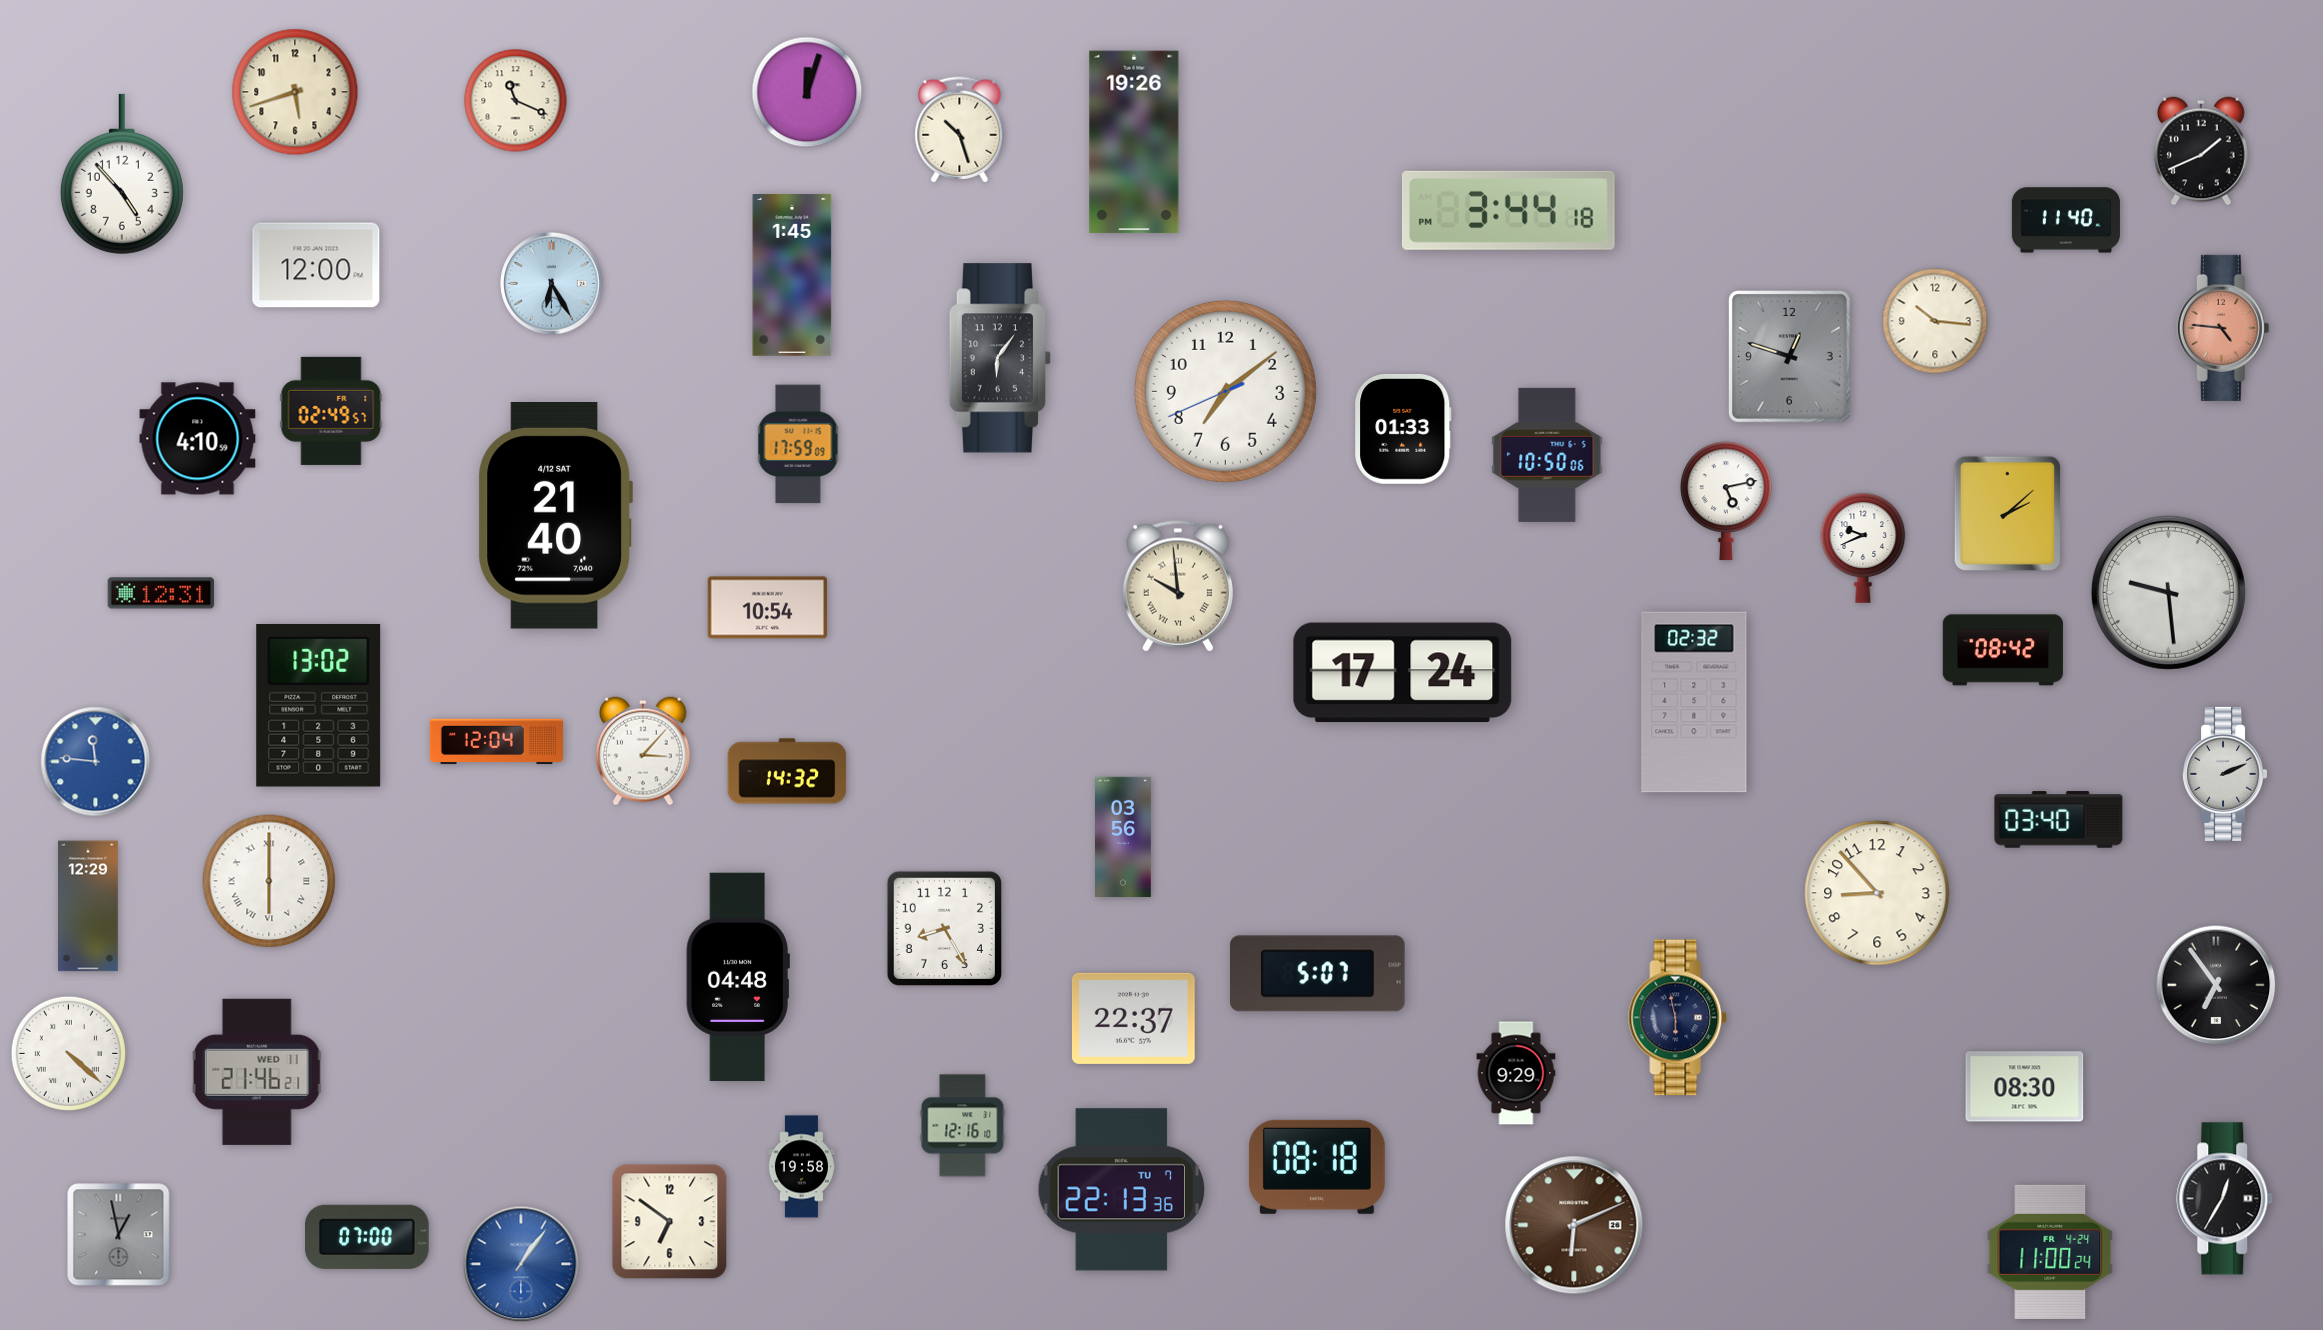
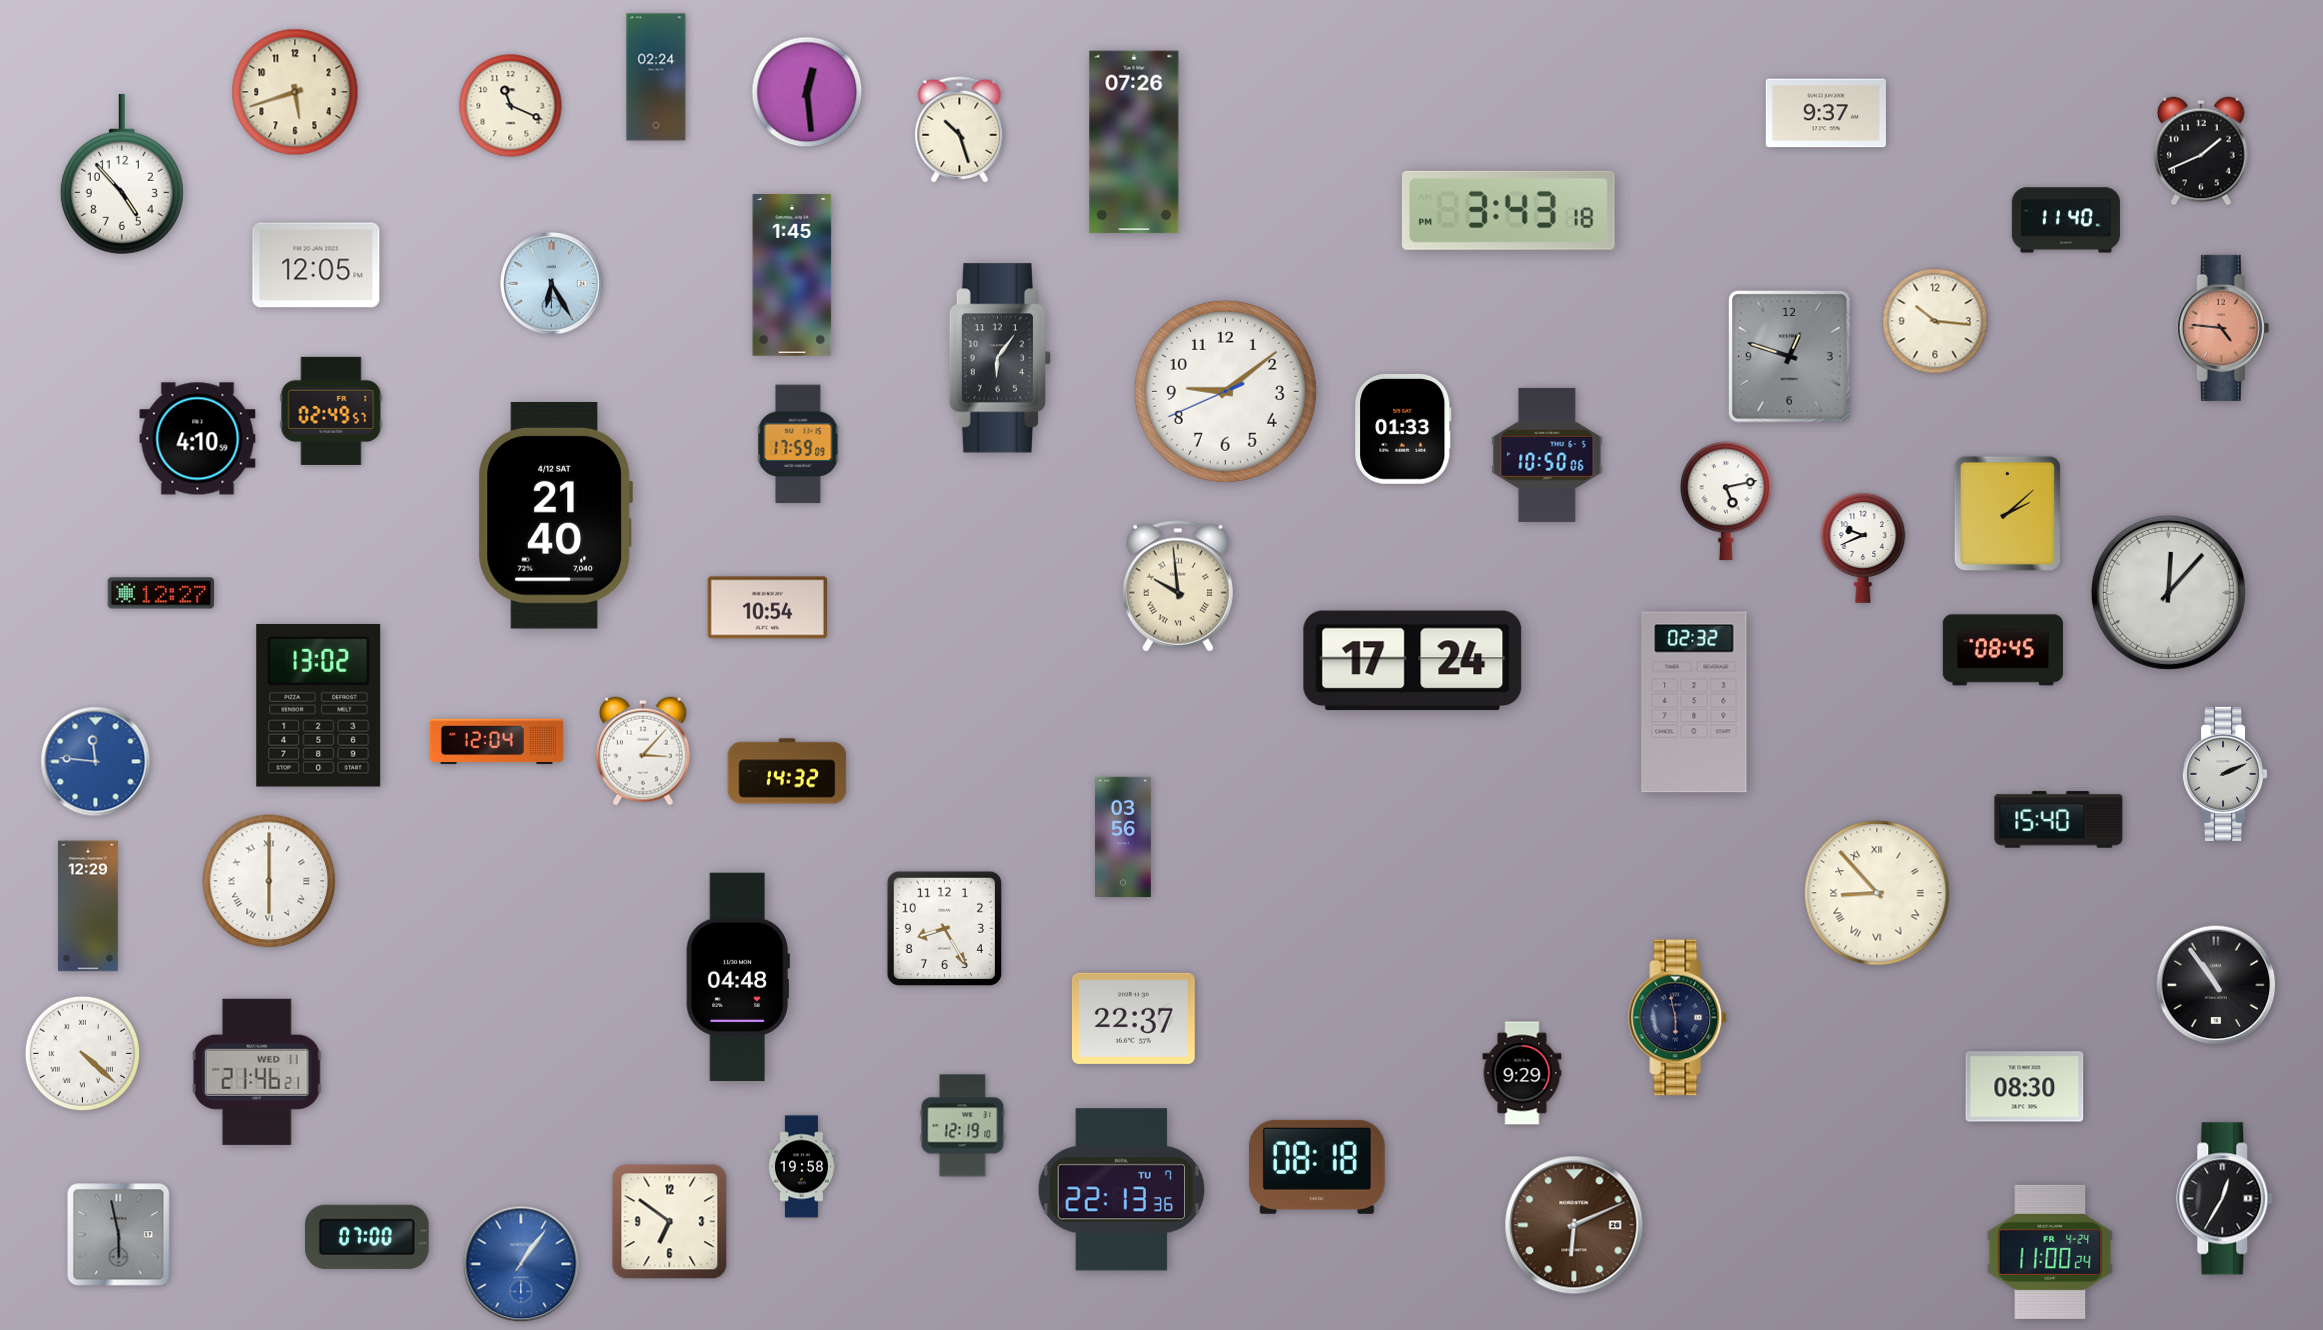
clock at (656, 77): none -> 02:24
clock at (807, 92): 12:03 -> 12:29
clock at (516, 101) position: (516, 101) -> (511, 106)
clock at (1826, 113): none -> 9:37
clock at (1134, 142): 19:26 -> 07:26
clock at (1508, 210): 3:44 -> 3:43
clock at (316, 265): 12:00 -> 12:05
clock at (1225, 391): 7:08 -> 9:08
clock at (2168, 592): 9:29 -> 12:07
clock at (161, 593): 12:31 -> 12:27
clock at (2003, 650): 08:42 -> 08:45
clock at (1403, 673) position: (1403, 673) -> (1413, 661)
clock at (2059, 820): 03:40 -> 15:40
clock at (1877, 893) numerals: Arabic -> Roman
clock at (1318, 974): 5:07 -> none
clock at (2216, 985): 6:54 -> 10:54
clock at (68, 1053) position: (68, 1053) -> (82, 1053)
clock at (1516, 1073) position: (1516, 1073) -> (1522, 1073)
clock at (963, 1126): 12:16 -> 12:19
clock at (119, 1235): 12:58 -> 5:58
